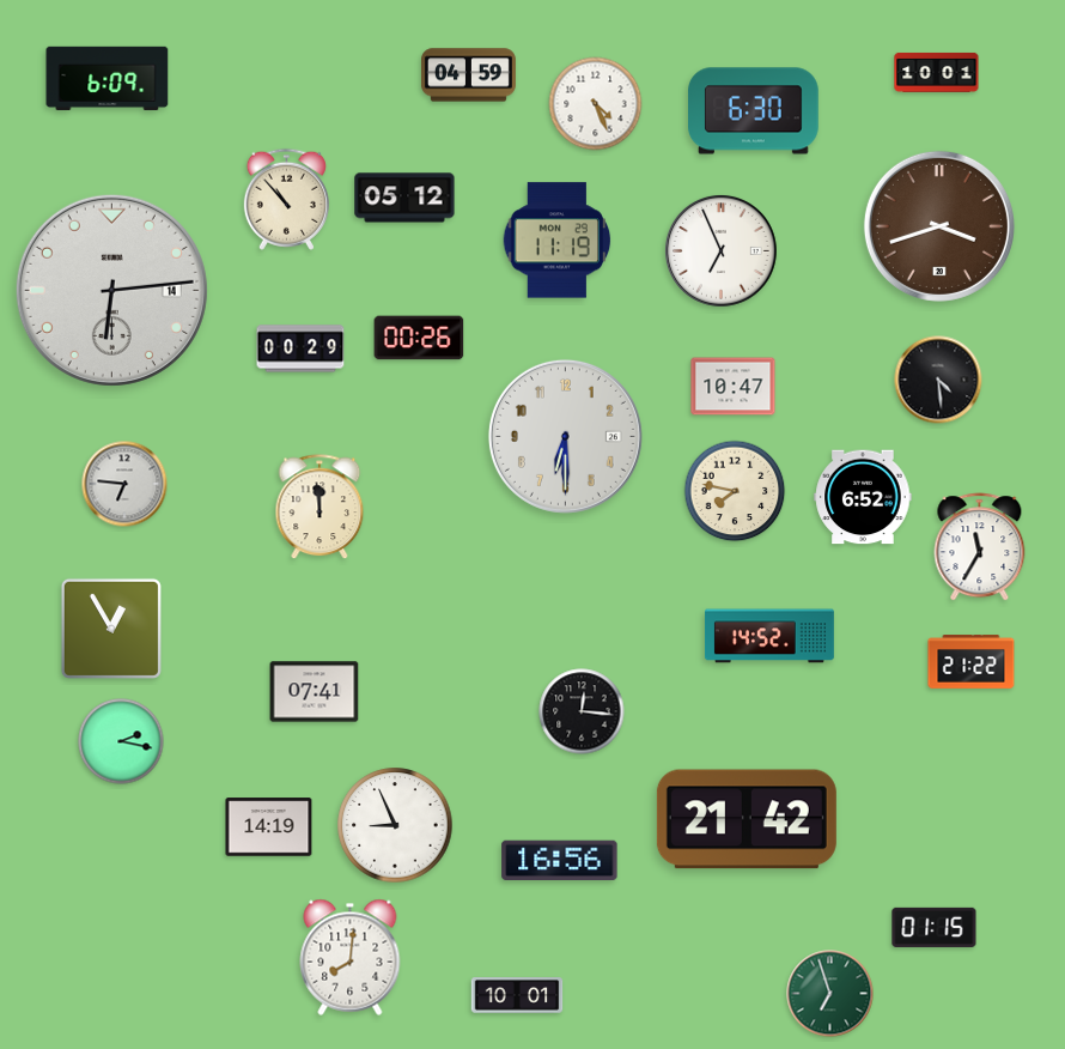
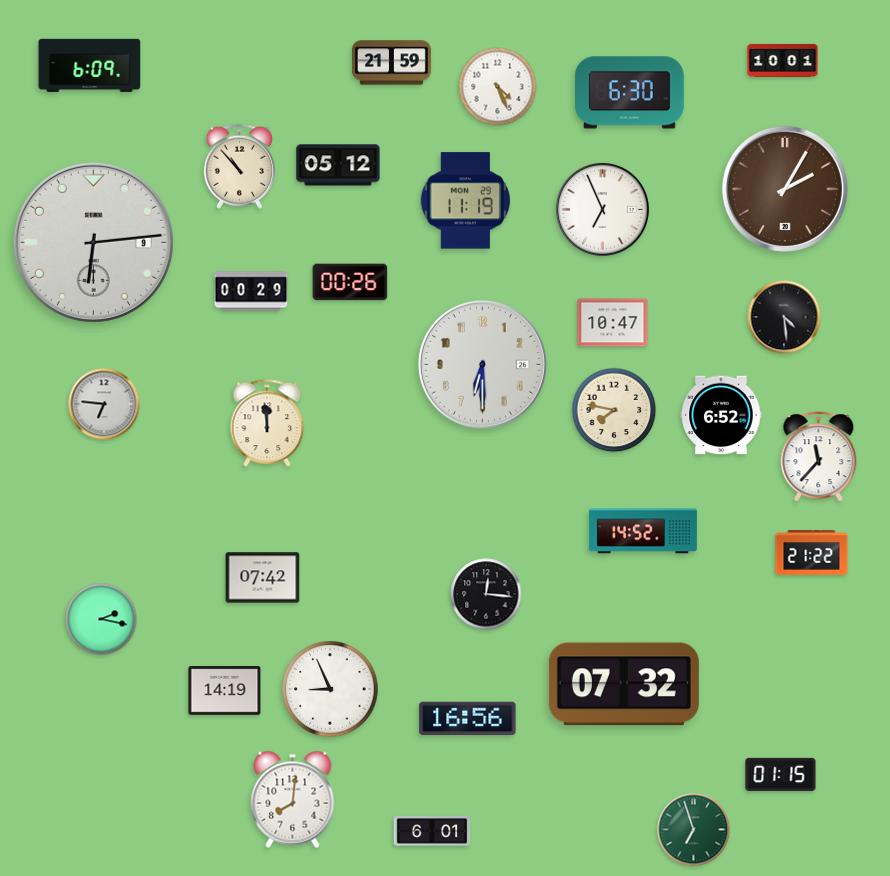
clock at (468, 75): 04:59 -> 21:59
clock at (939, 226): 3:42 -> 2:05
clock at (111, 290) date: 14 -> 9
clock at (565, 436) position: (565, 436) -> (482, 364)
clock at (980, 547): 11:35 -> 11:37
clock at (111, 629): 12:55 -> none
clock at (315, 692): 07:41 -> 07:42
clock at (747, 819): 21:42 -> 07:32
clock at (517, 995): 10:01 -> 6:01
